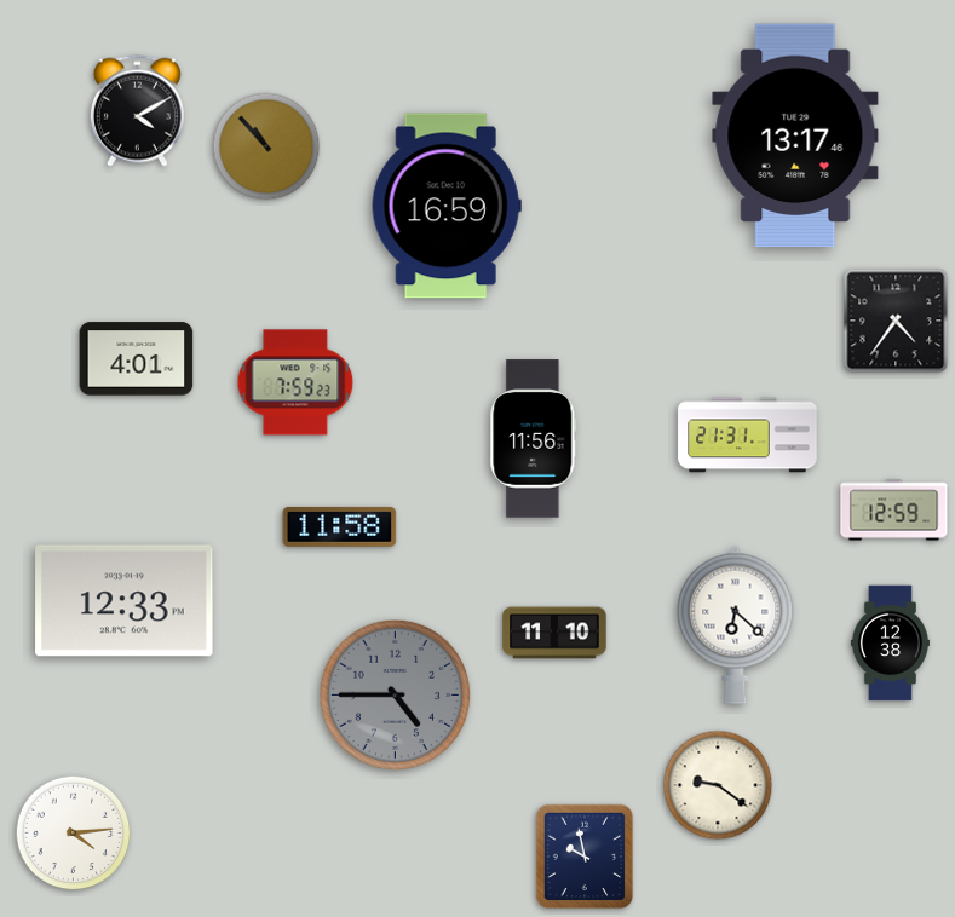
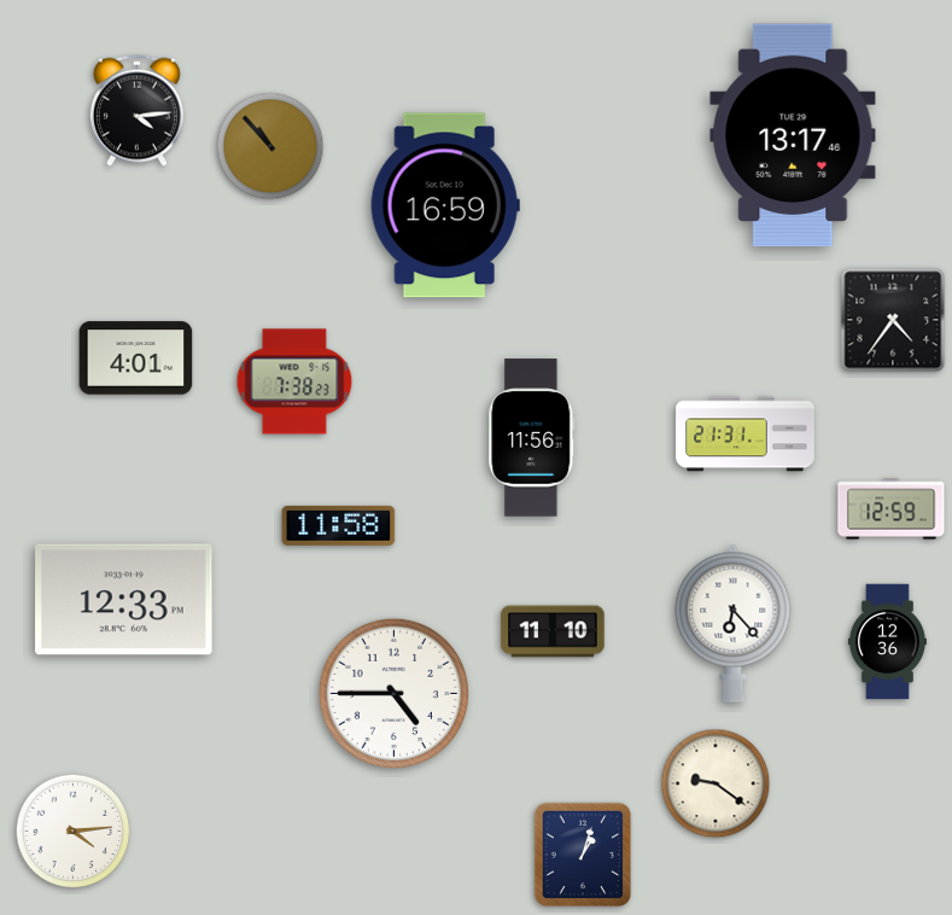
clock at (137, 110): 4:10 -> 4:14
clock at (266, 146) position: (266, 146) -> (270, 146)
clock at (295, 382): 7:59 -> 7:38
clock at (736, 624): 6:22 -> 6:23
clock at (890, 644): 12:38 -> 12:36
clock at (395, 694) dial: grey -> white
clock at (585, 857): 9:58 -> 1:03
